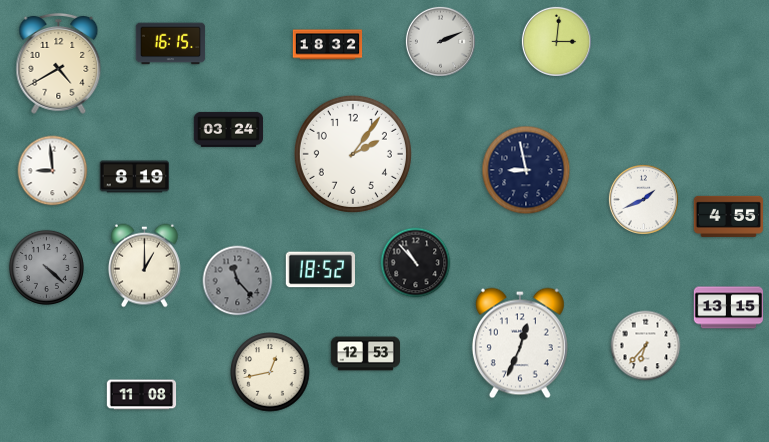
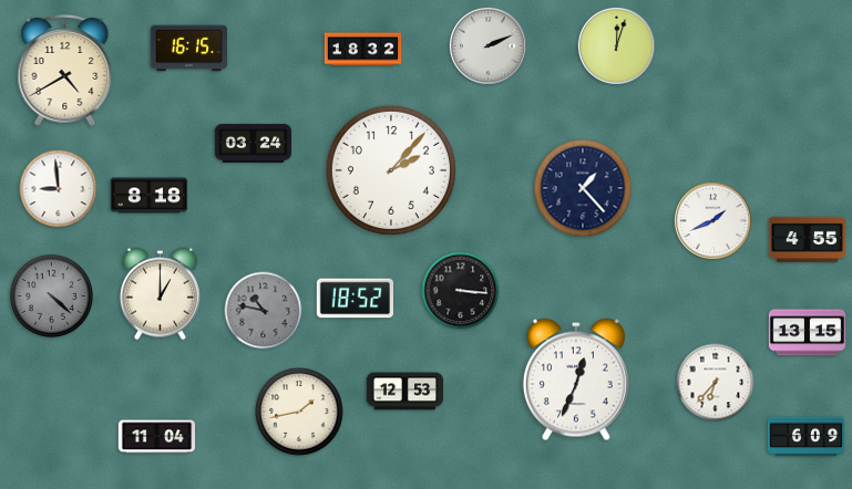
clock at (556, 41): 3:01 -> 12:03
clock at (353, 154): 2:06 -> 2:07
clock at (526, 170): 8:58 -> 1:23
clock at (135, 177): 8:19 -> 8:18
clock at (416, 263): 10:53 -> 3:16
clock at (238, 281): 11:23 -> 10:47
clock at (729, 308) position: (729, 308) -> (808, 333)
clock at (270, 372): 12:43 -> 1:43
clock at (142, 395): 11:08 -> 11:04
clock at (807, 437): none -> 6:09
